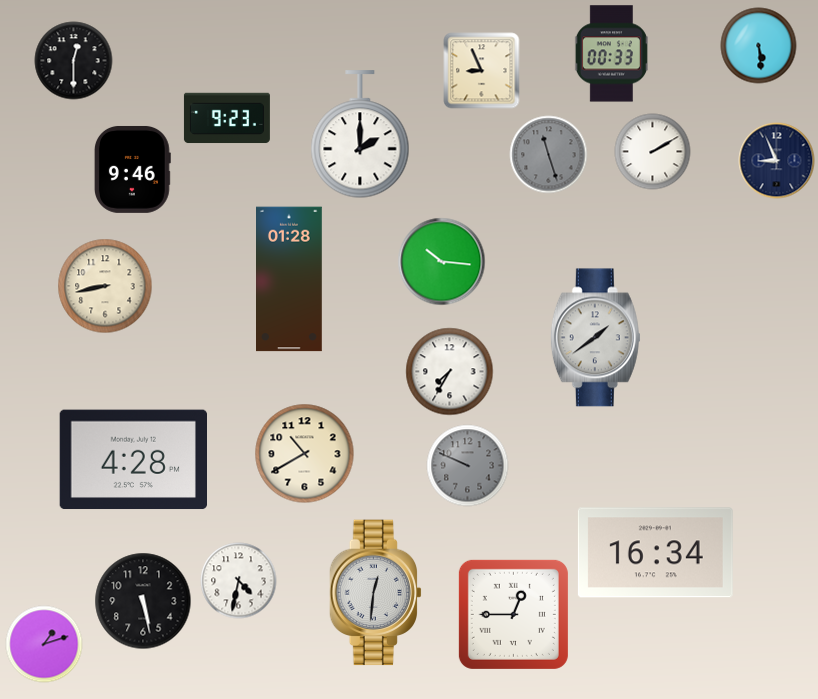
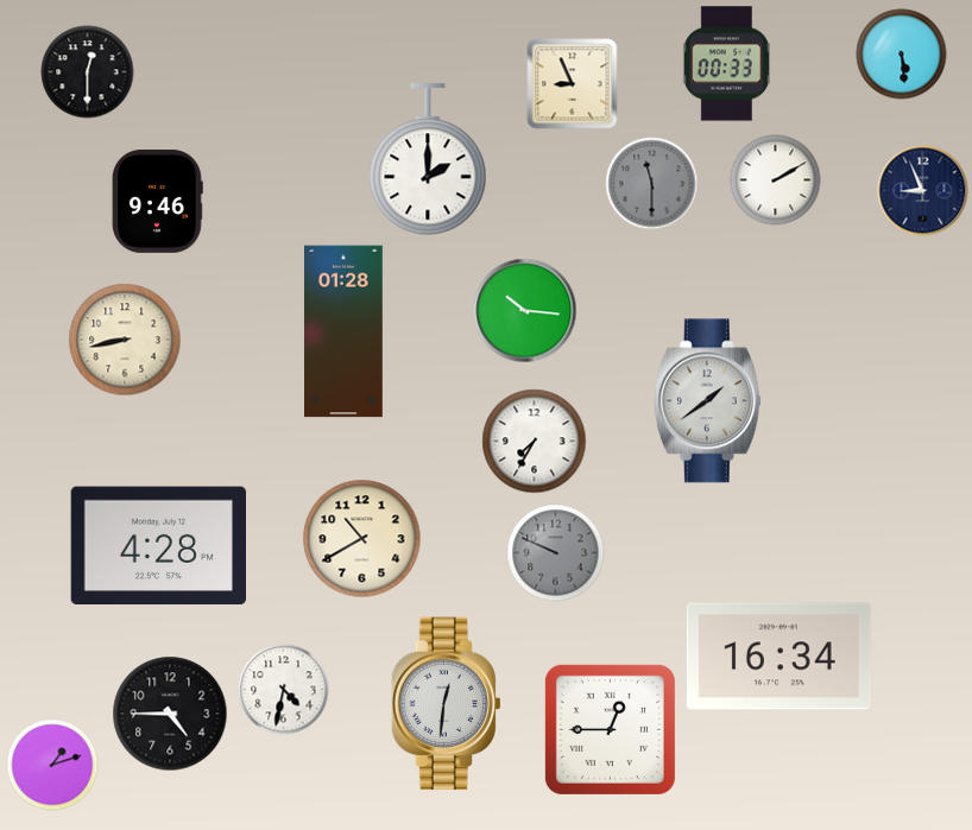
clock at (227, 118): 9:23 -> none
clock at (549, 155): 11:27 -> 11:30
clock at (143, 601): 5:28 -> 4:45
